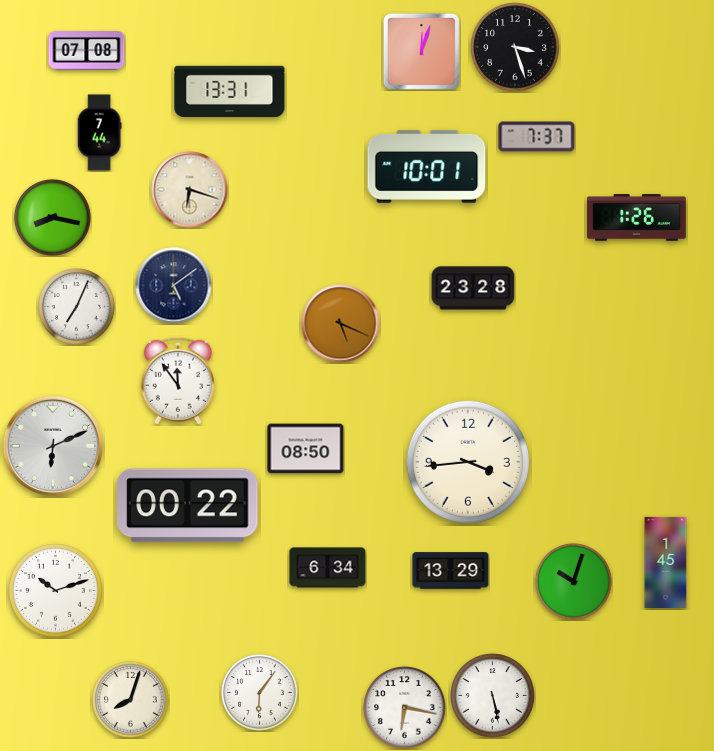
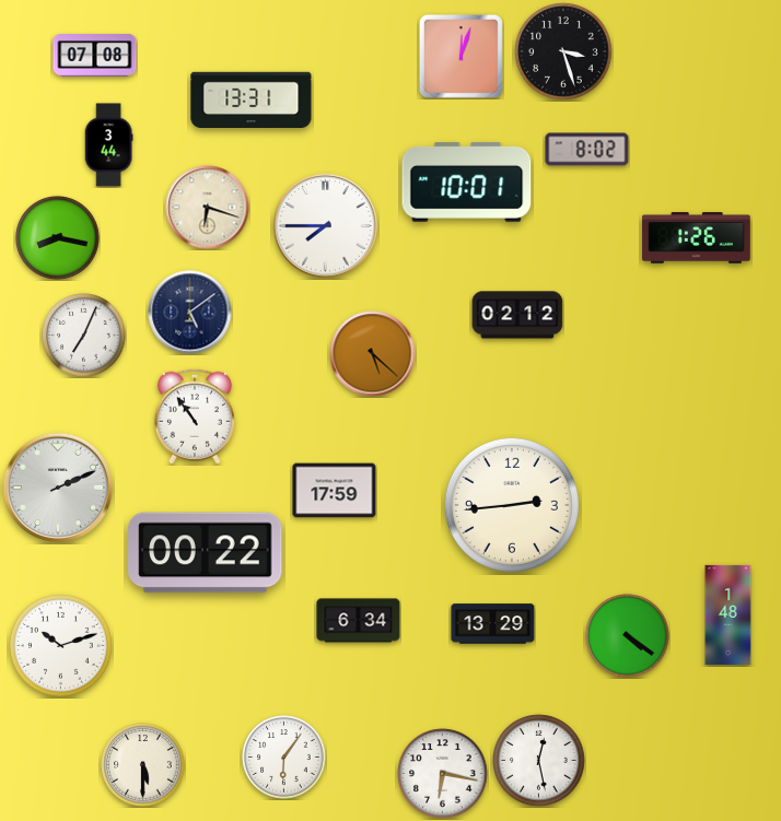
clock at (99, 133): 7:44 -> 3:44
clock at (537, 137): 7:37 -> 8:02
clock at (325, 225): none -> 7:45
clock at (473, 288): 23:28 -> 02:12
clock at (341, 324): 5:19 -> 5:22
clock at (178, 381): 11:54 -> 10:54
clock at (53, 446): 6:11 -> 2:11
clock at (306, 449): 08:50 -> 17:59
clock at (468, 462): 3:44 -> 2:44
clock at (666, 562): 1:45 -> 1:48
clock at (574, 582): 10:03 -> 4:21
clock at (493, 696): 5:28 -> 12:28
clock at (131, 700): 8:03 -> 5:30
